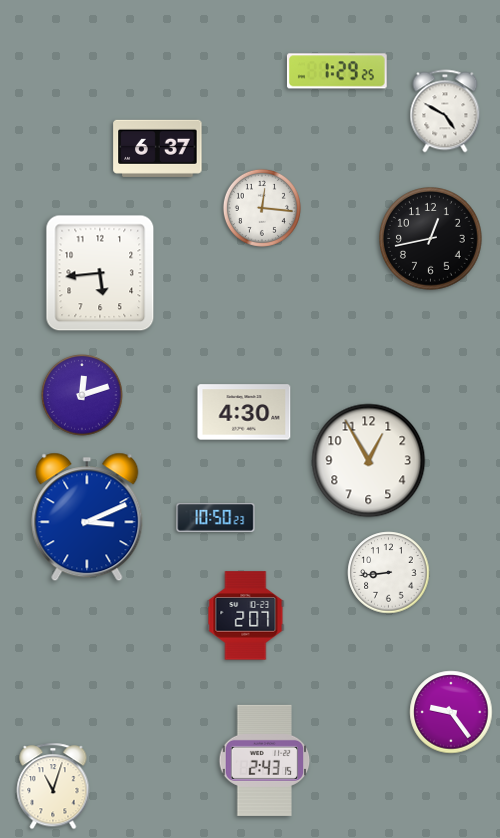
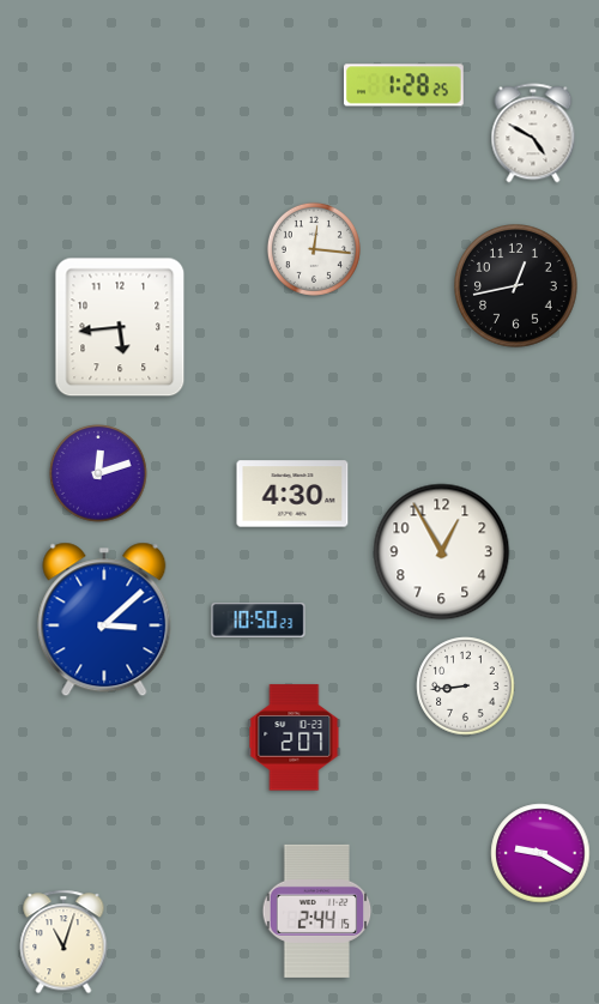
clock at (337, 71): 1:29 -> 1:28
clock at (158, 148): 6:37 -> none
clock at (87, 517): 3:11 -> 3:08
clock at (451, 712): 9:24 -> 9:20
clock at (265, 760): 2:43 -> 2:44
